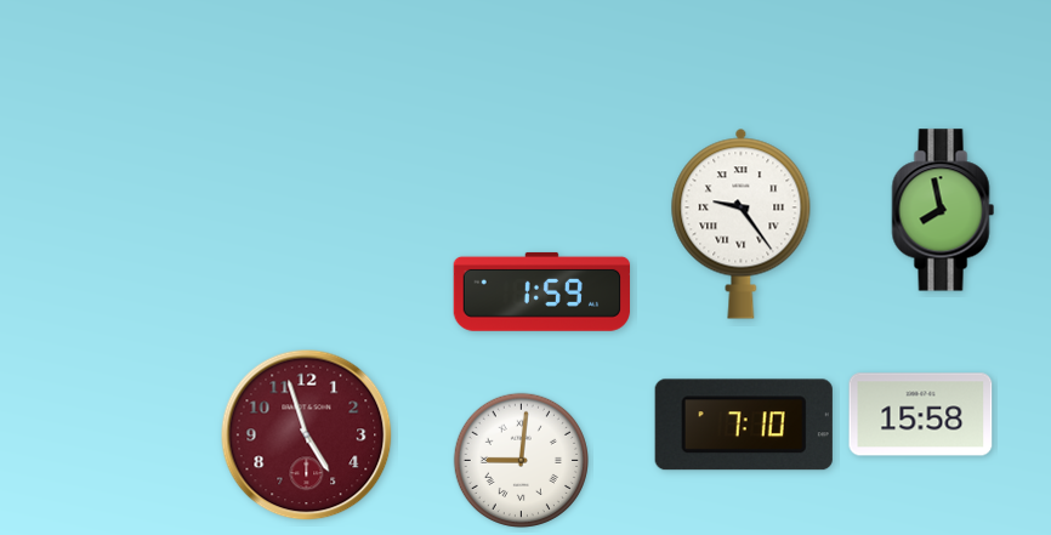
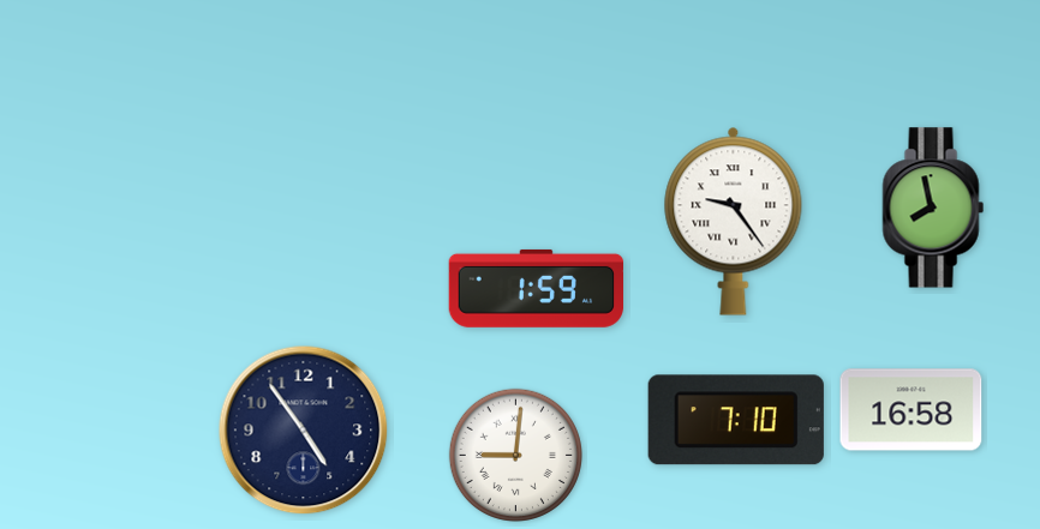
clock at (921, 415): 15:58 -> 16:58
clock at (307, 436): 4:57 -> 4:54
clock at (307, 436) dial: burgundy -> navy
